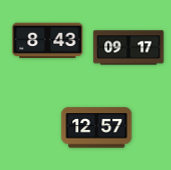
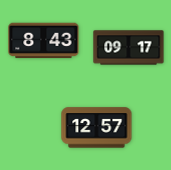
clock at (48, 41) position: (48, 41) -> (44, 41)
